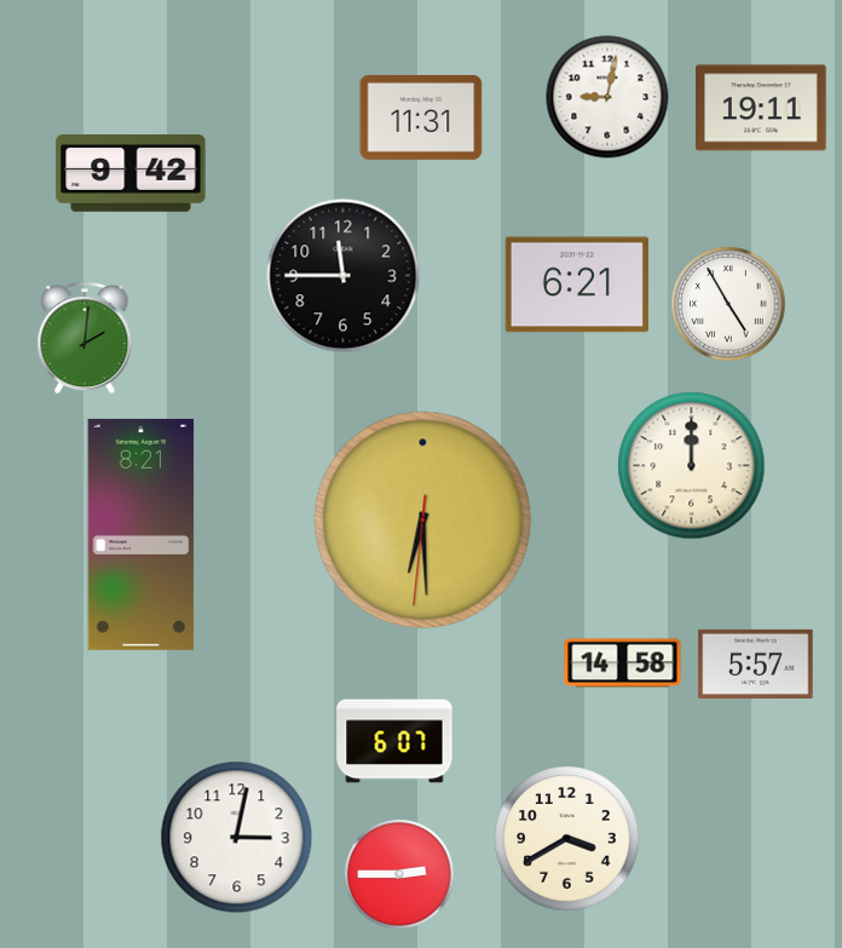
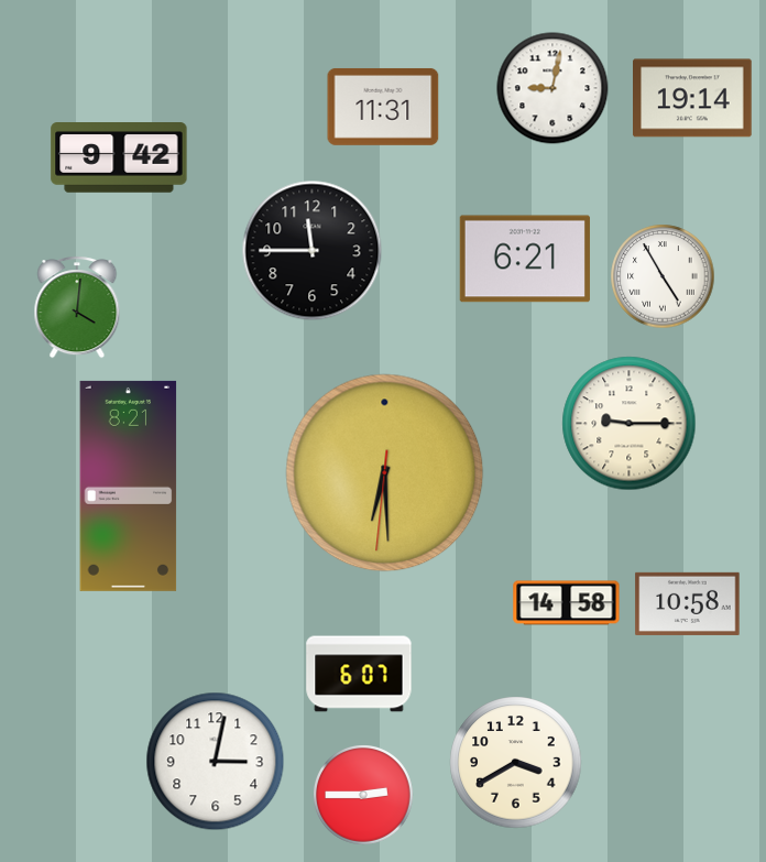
clock at (761, 108): 19:11 -> 19:14
clock at (85, 338): 2:01 -> 4:01
clock at (692, 466): 12:00 -> 9:15
clock at (756, 663): 5:57 -> 10:58
